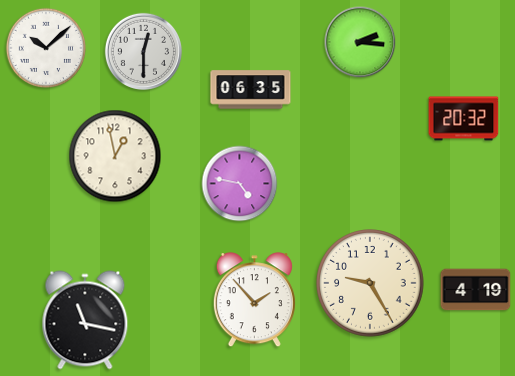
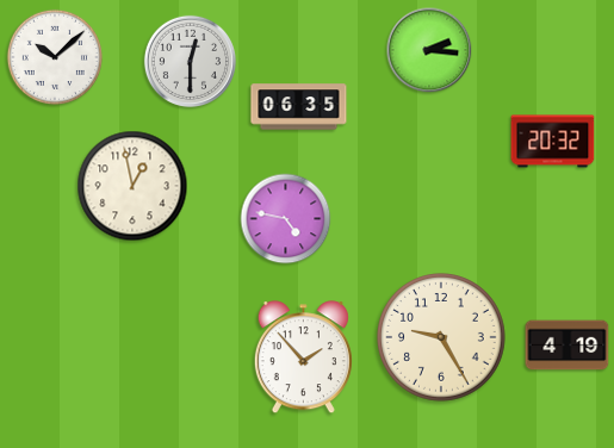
clock at (143, 51) position: (143, 51) -> (190, 61)
clock at (115, 156) position: (115, 156) -> (132, 186)
clock at (85, 320): 11:17 -> none
